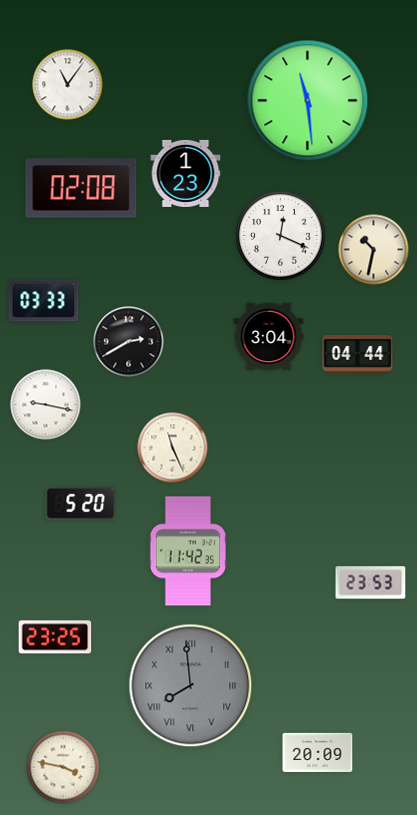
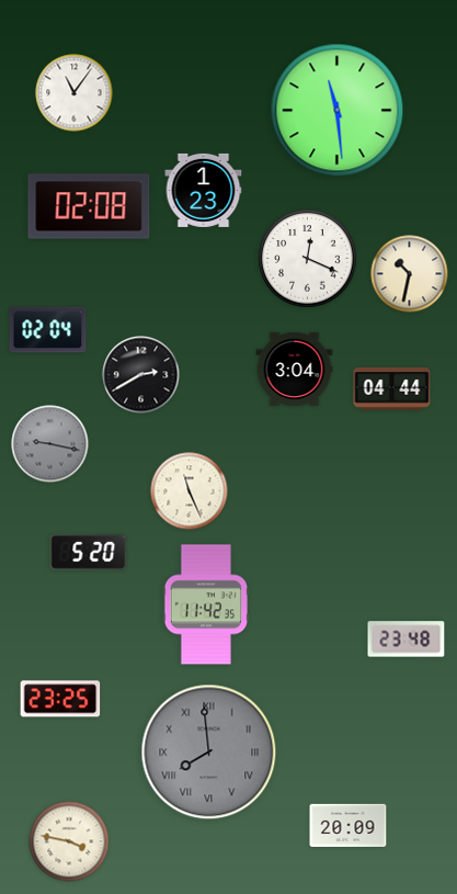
clock at (44, 301): 03:33 -> 02:04
clock at (46, 405) dial: white -> grey
clock at (371, 583): 23:53 -> 23:48
